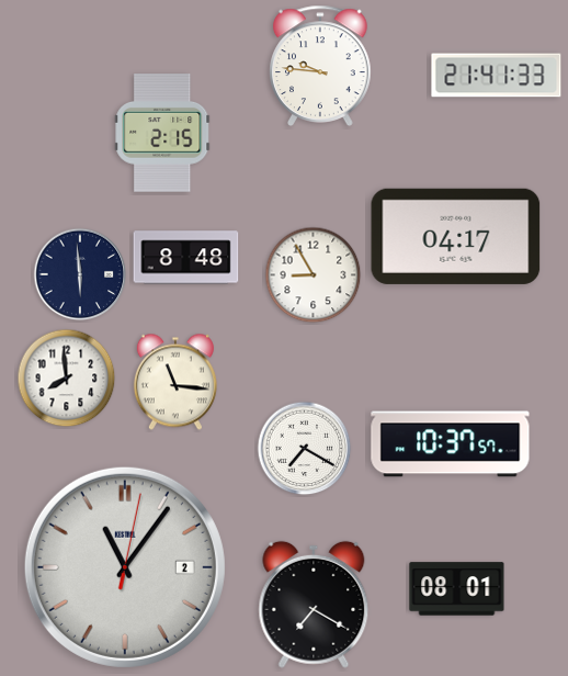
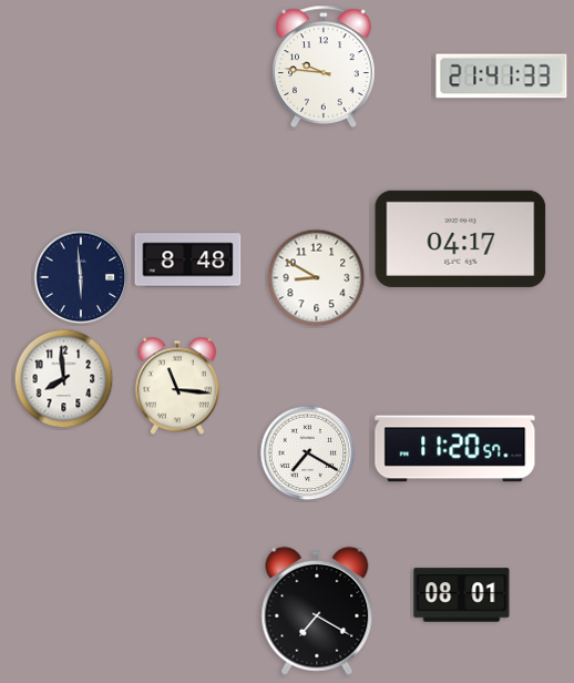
clock at (162, 134): 2:15 -> none
clock at (314, 275): 8:55 -> 8:50
clock at (67, 379) position: (67, 379) -> (64, 379)
clock at (451, 444): 10:37 -> 11:20
clock at (125, 567): 11:06 -> none
